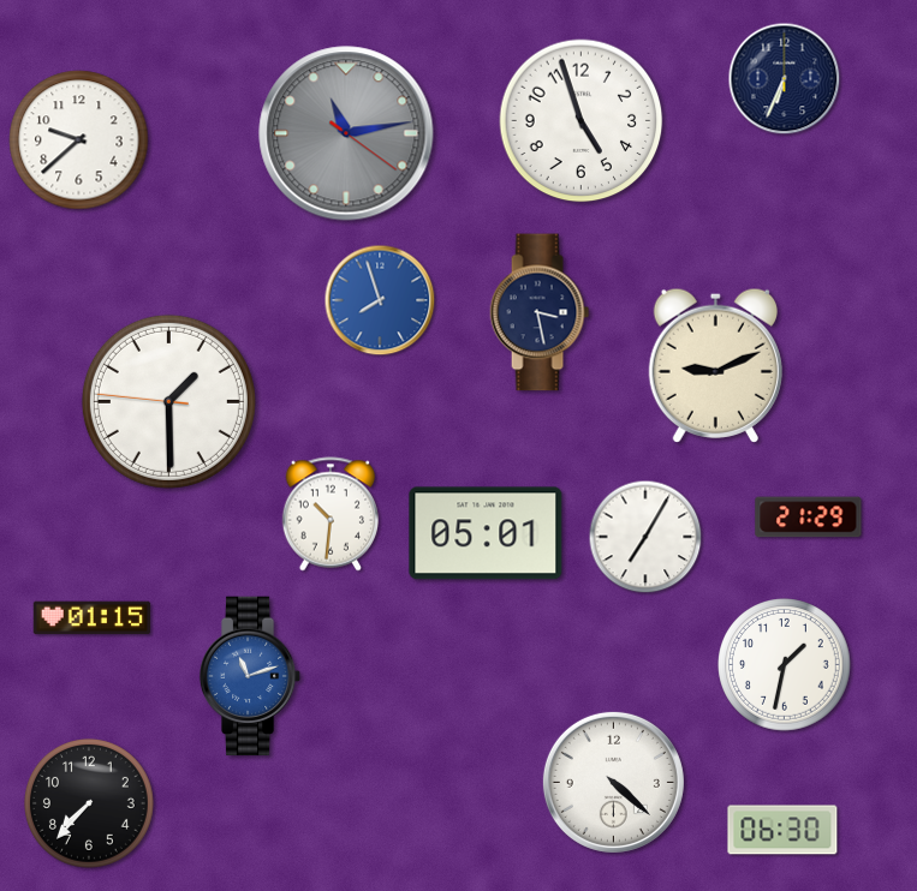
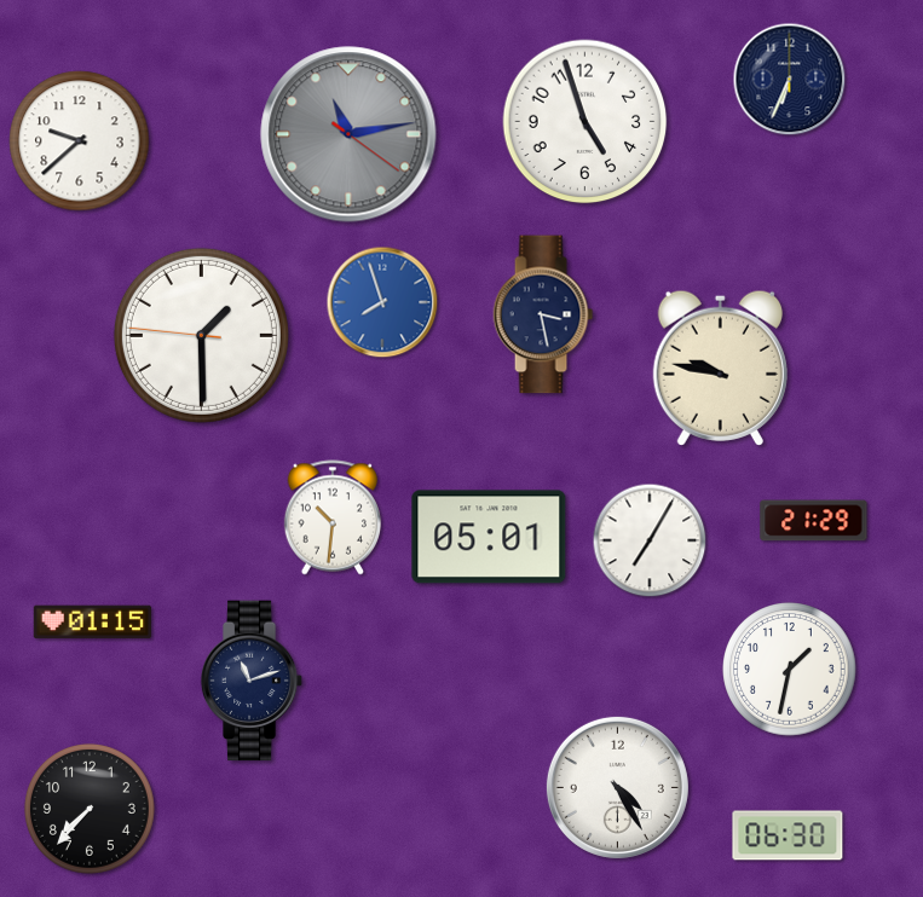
clock at (715, 365): 9:11 -> 9:47
clock at (168, 401) position: (168, 401) -> (201, 335)
clock at (250, 676) dial: blue -> navy
clock at (613, 782): 4:22 -> 4:25
